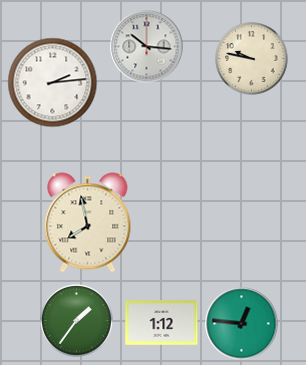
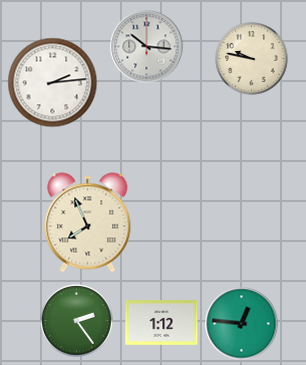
clock at (88, 223): 7:58 -> 7:56
clock at (77, 321): 1:36 -> 2:24
